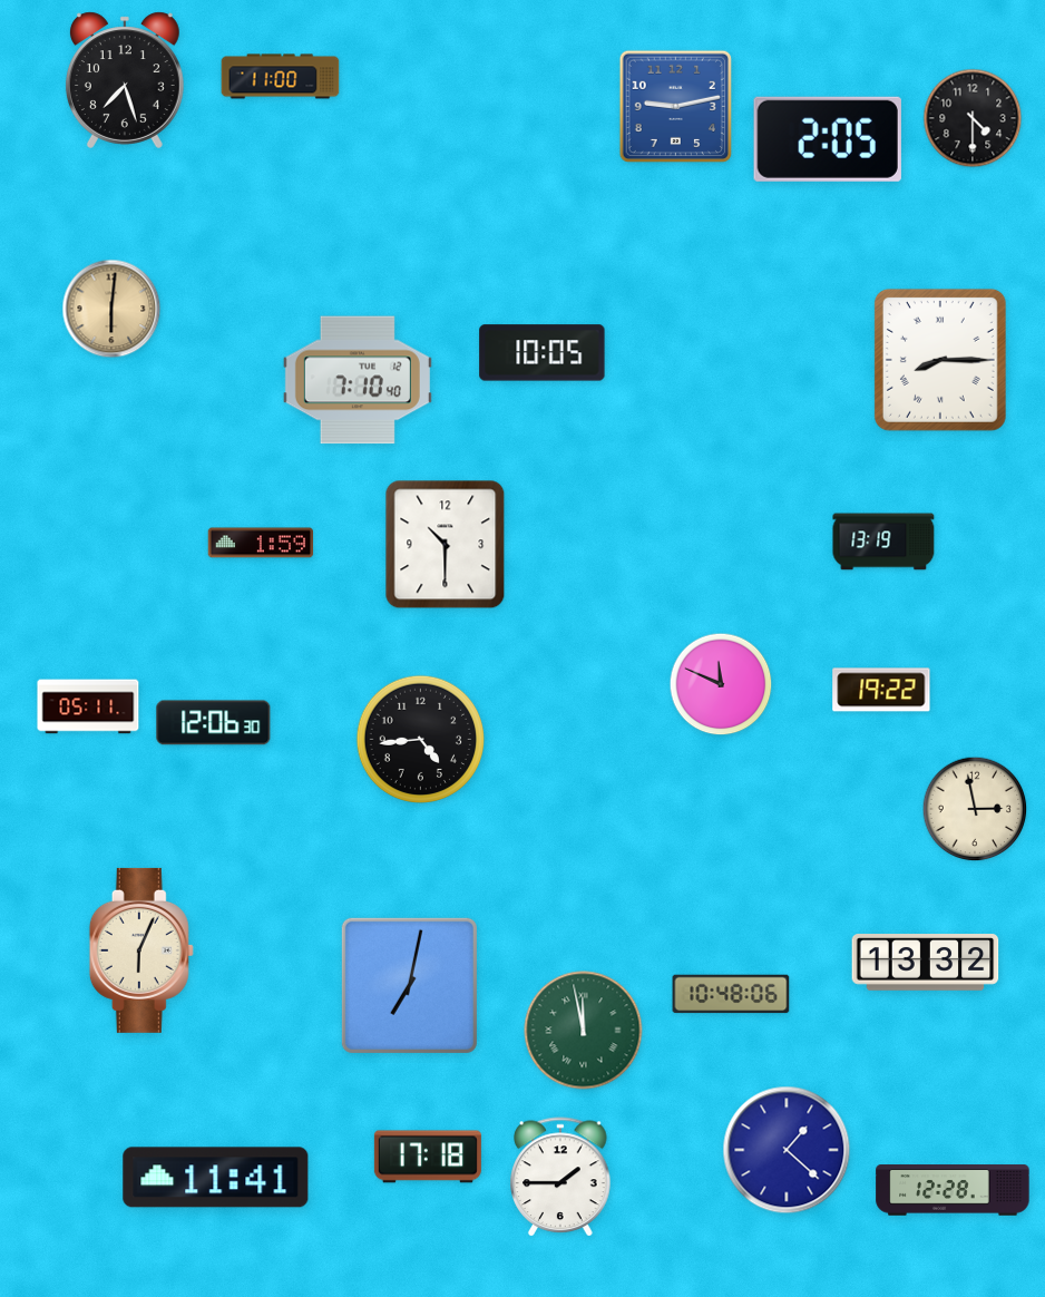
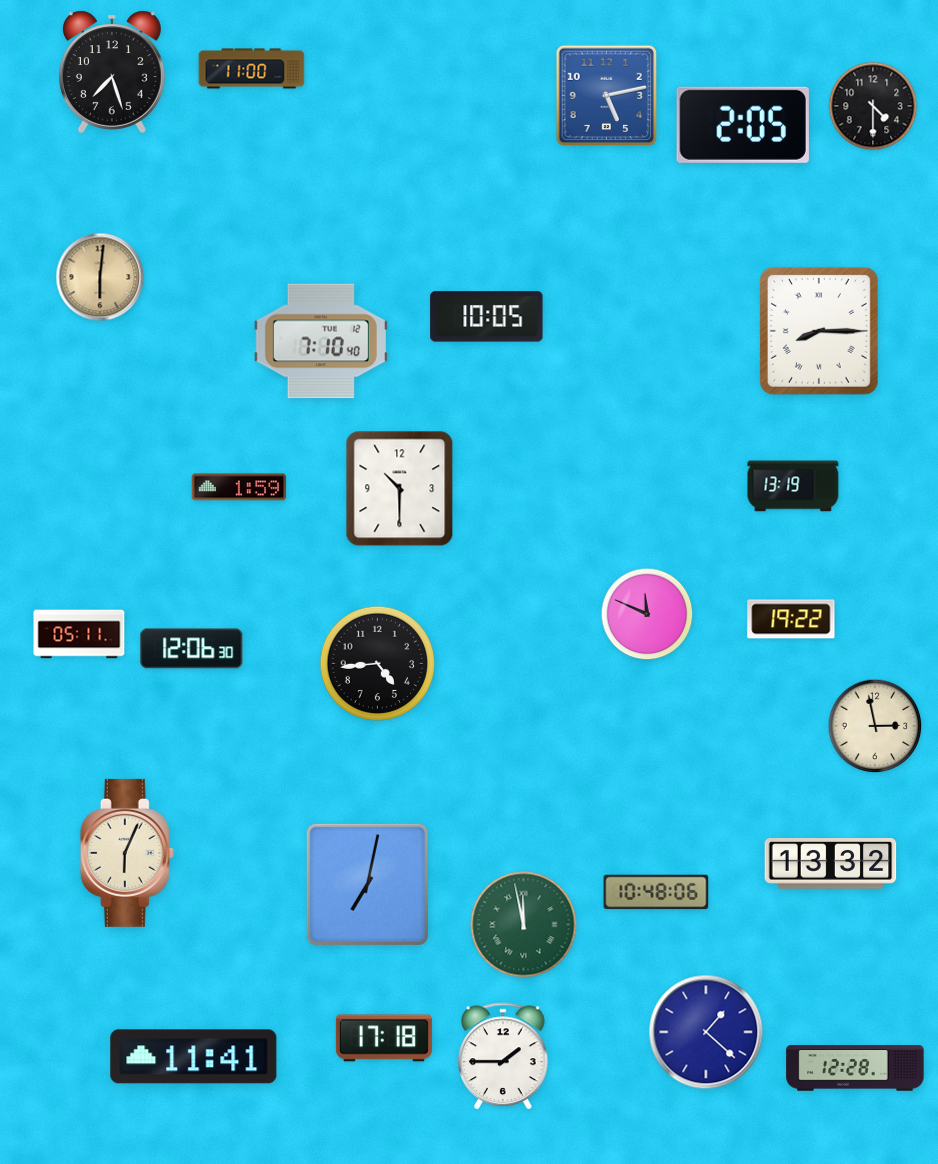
clock at (675, 106): 9:13 -> 5:13
clock at (940, 360) position: (940, 360) -> (819, 331)
clock at (261, 543) position: (261, 543) -> (239, 487)
